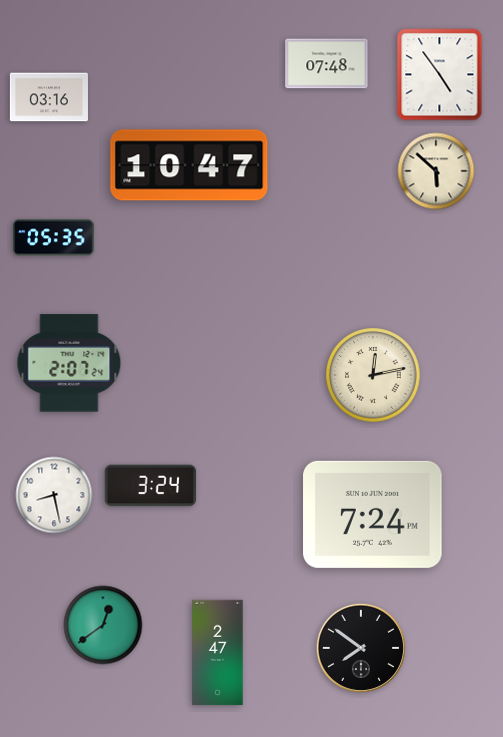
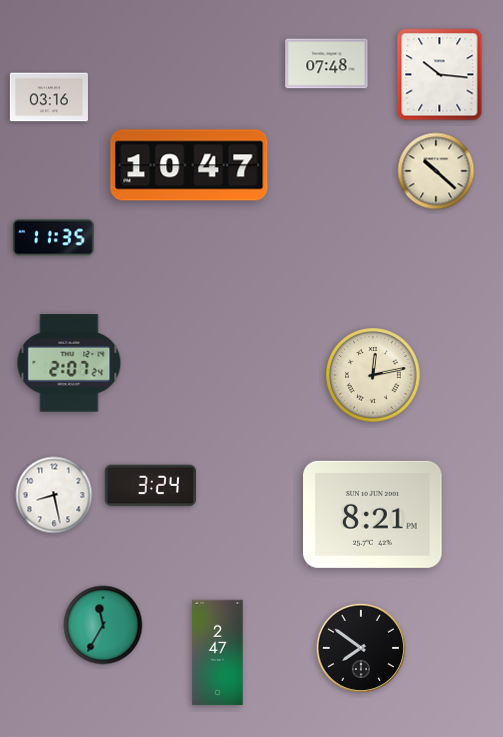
clock at (440, 75): 4:54 -> 10:16
clock at (436, 171): 5:52 -> 10:22
clock at (54, 238): 05:35 -> 11:35
clock at (373, 514): 7:24 -> 8:21
clock at (103, 625): 12:39 -> 11:35
